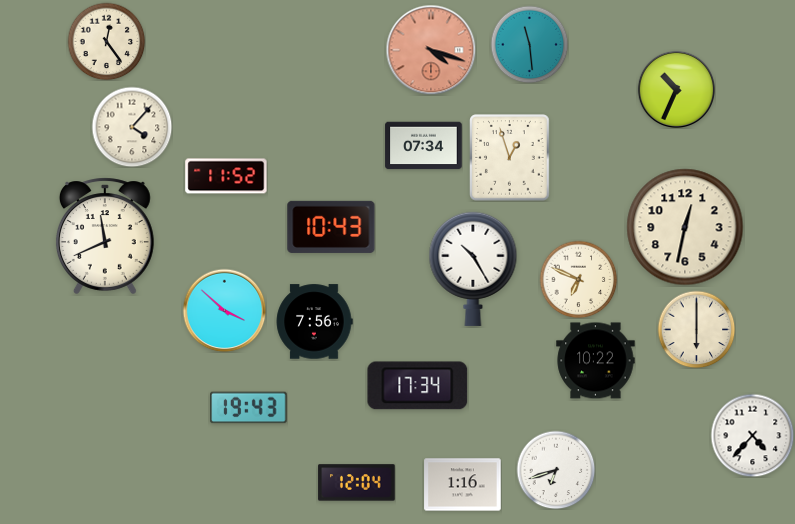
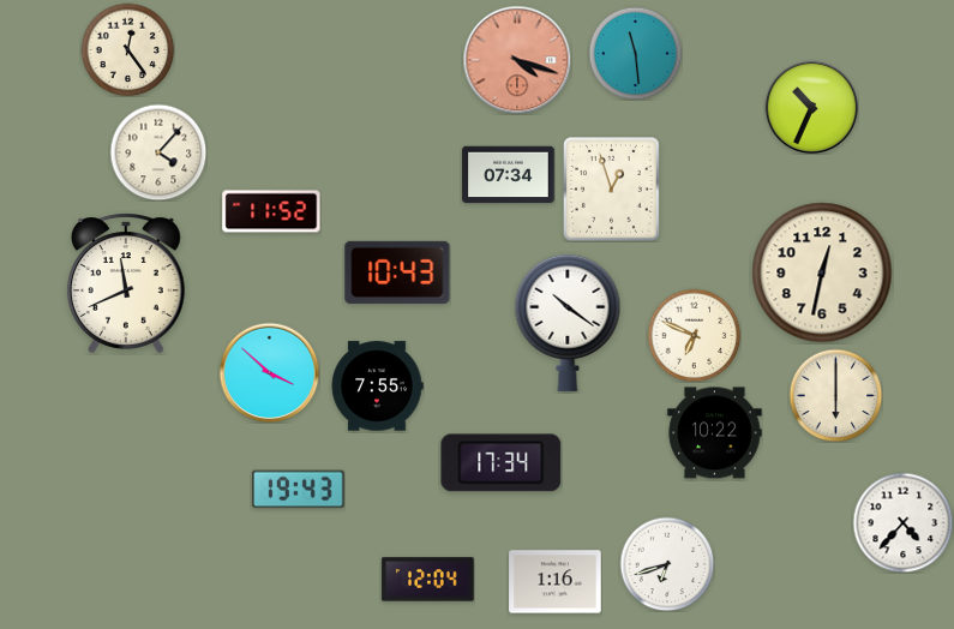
clock at (473, 269): 10:25 -> 10:21
clock at (314, 322): 7:56 -> 7:55
